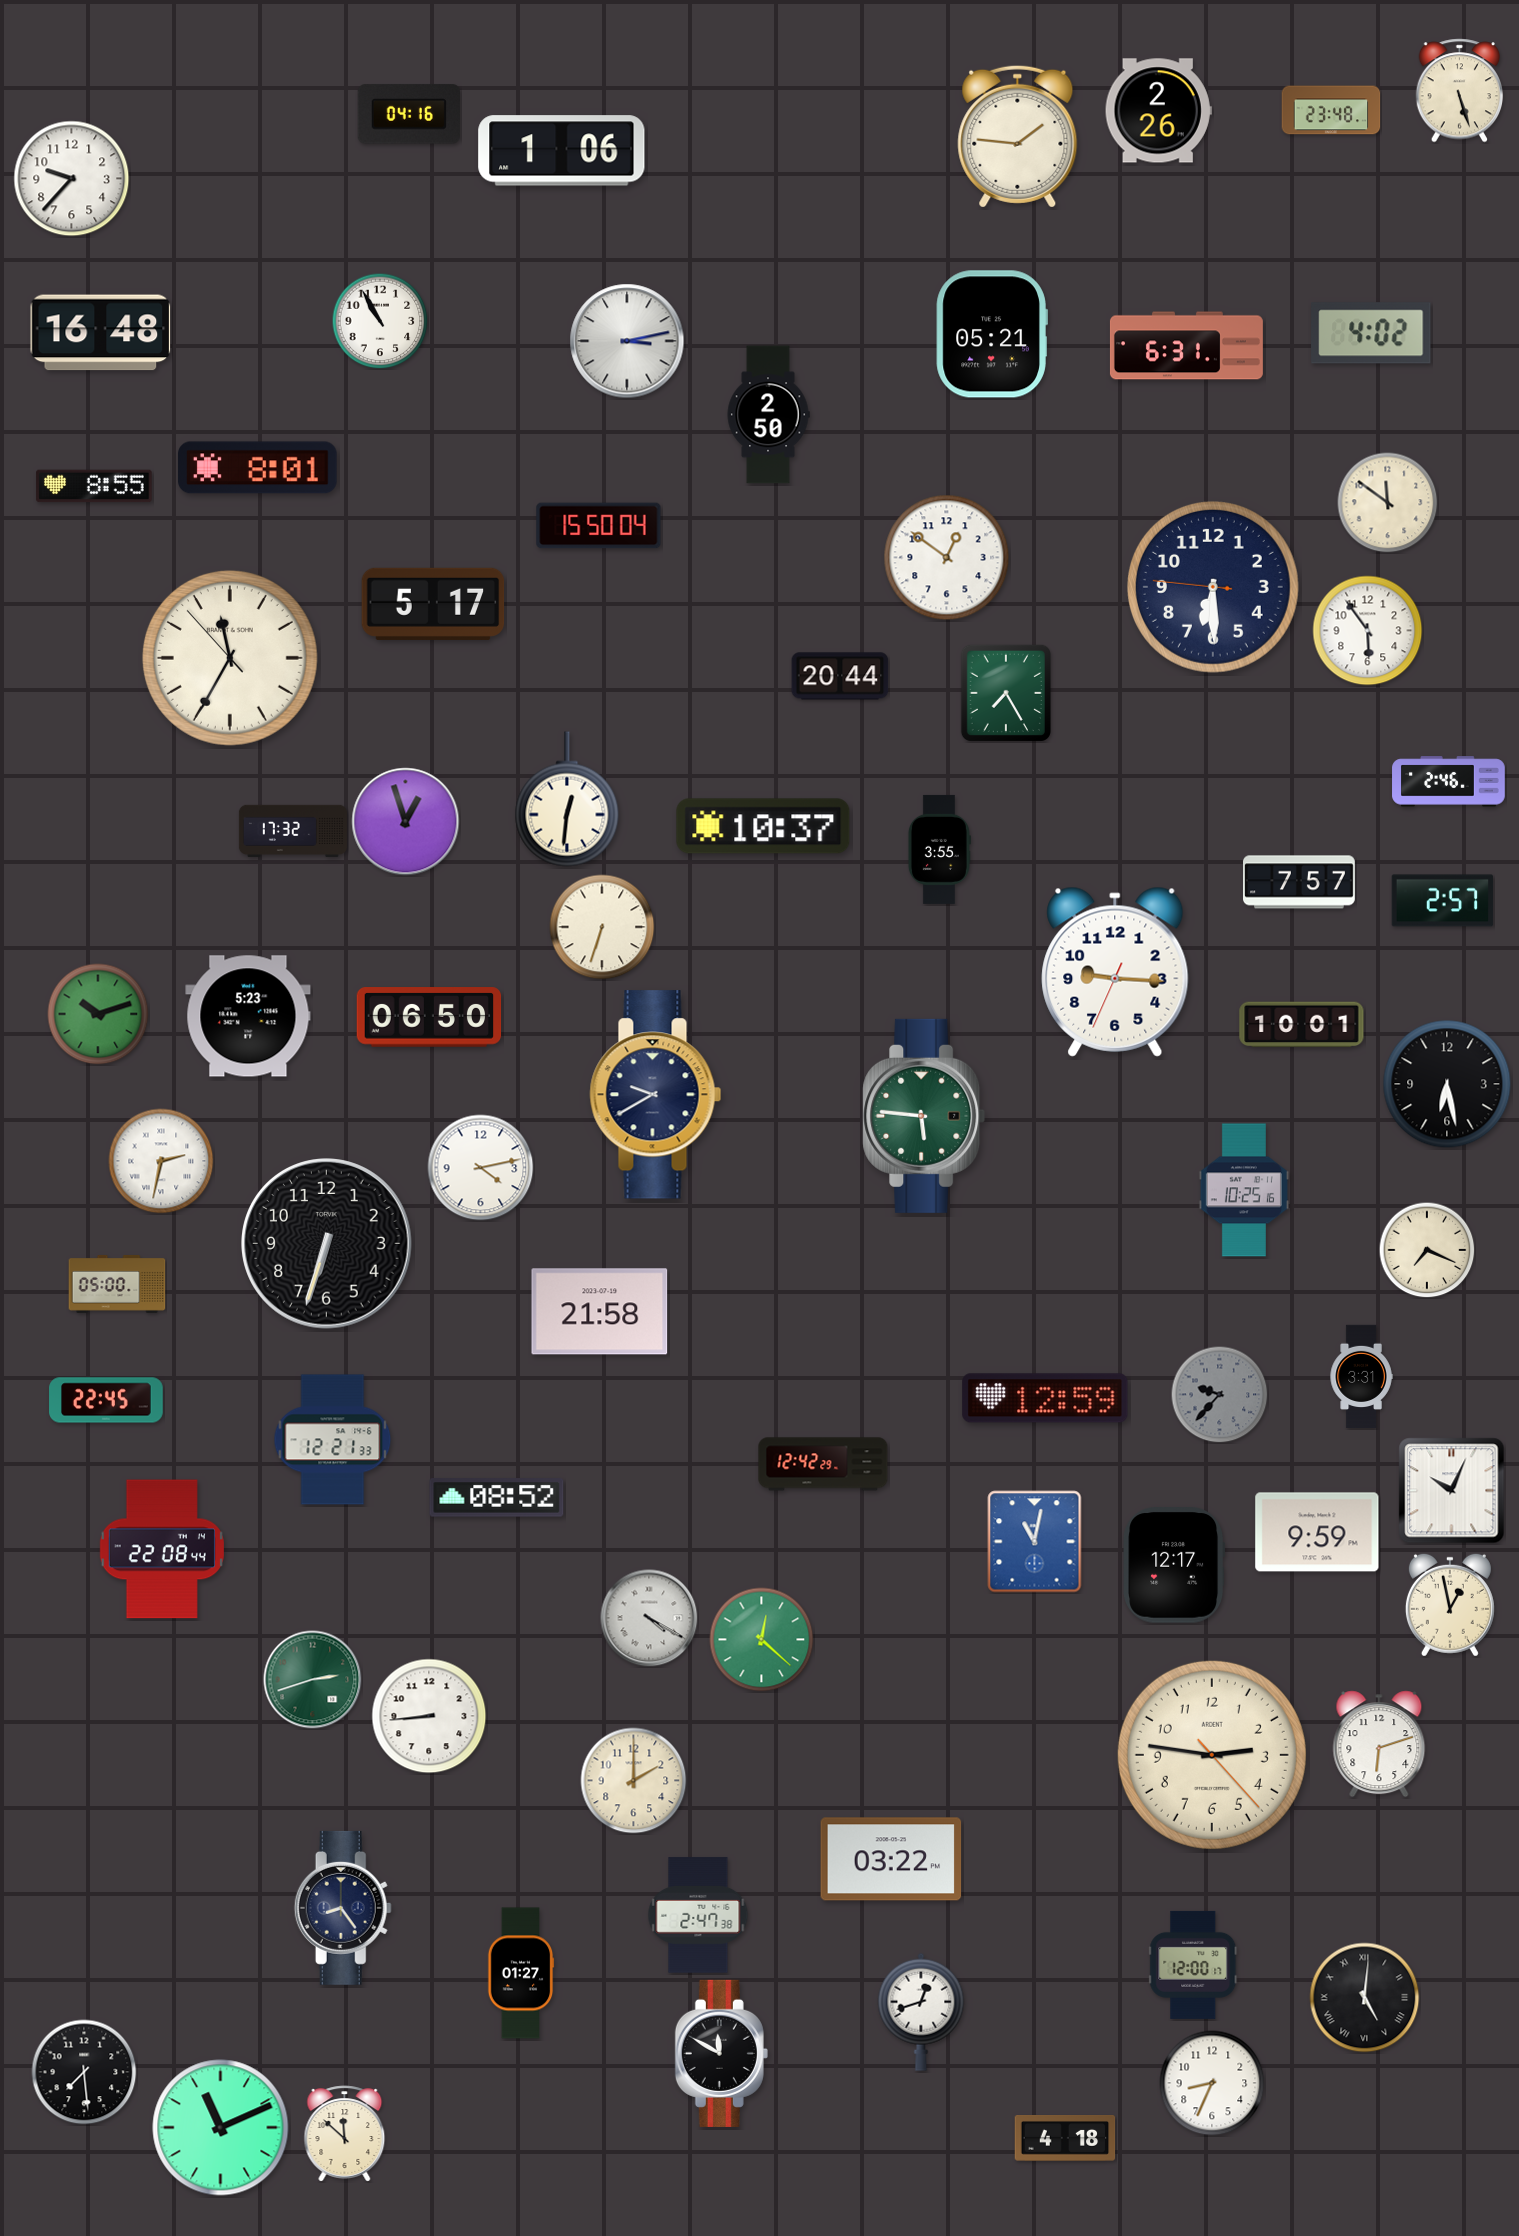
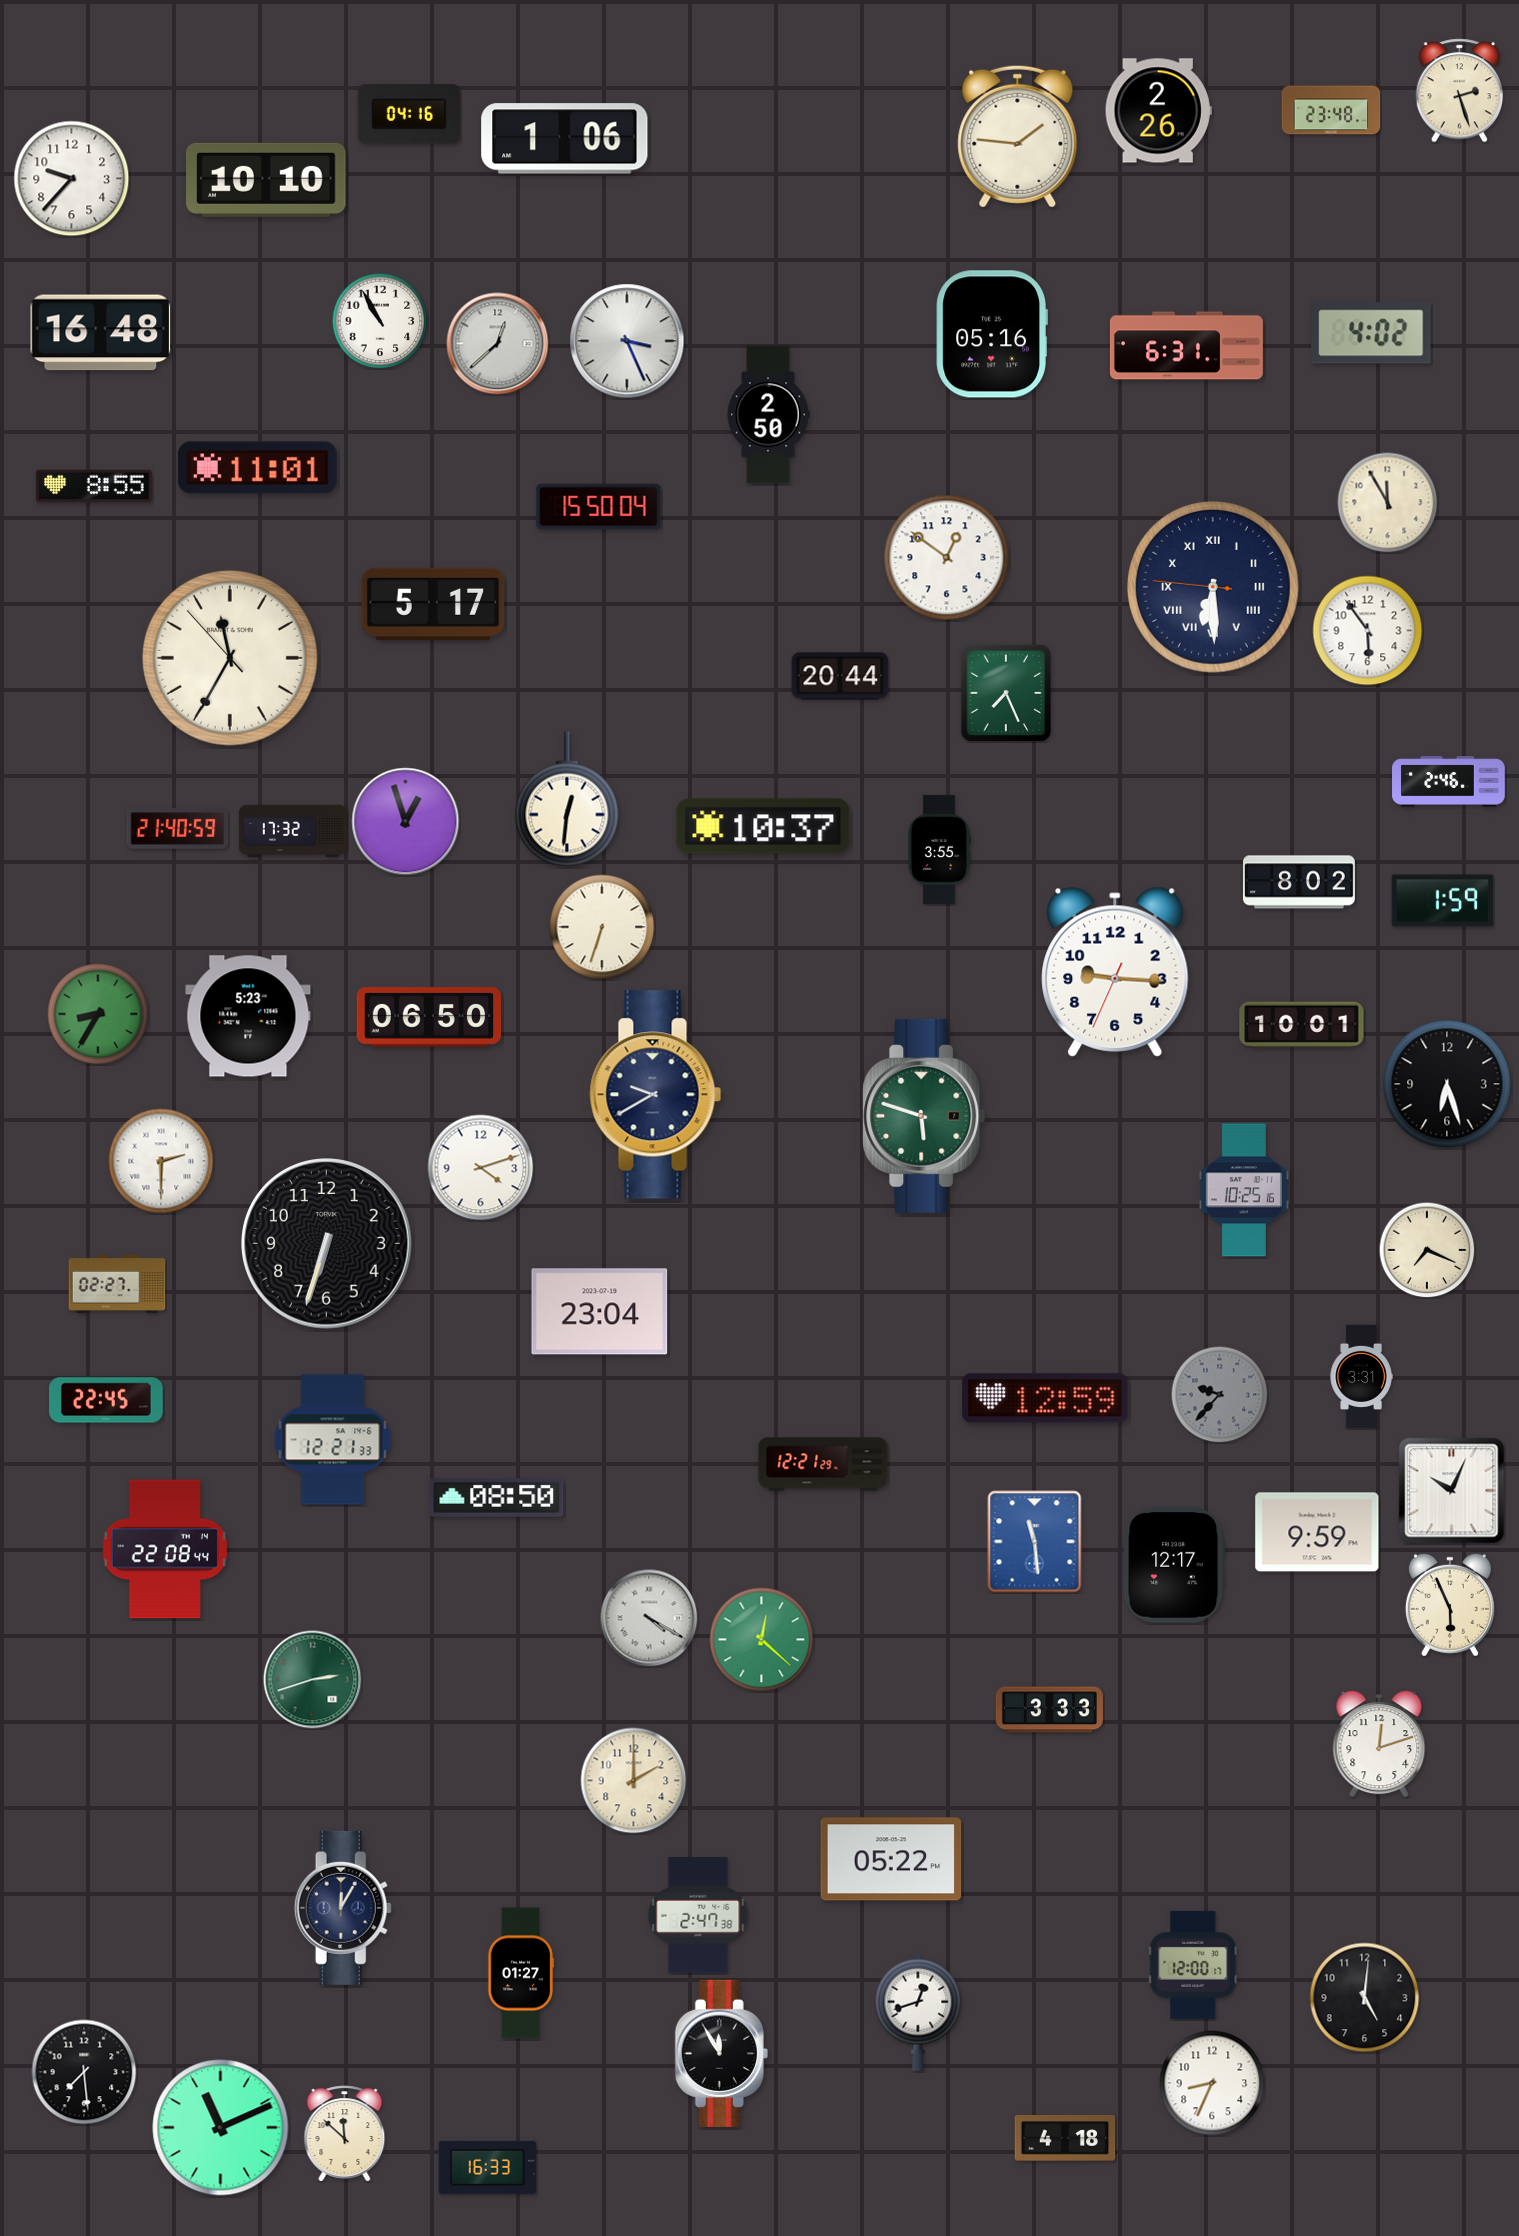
clock at (1460, 91): 5:27 -> 2:27
clock at (562, 151) position: (562, 151) -> (565, 139)
clock at (266, 180): none -> 10:10
clock at (992, 334): 05:21 -> 05:16
clock at (627, 341): 3:13 -> 3:26
clock at (498, 344): none -> 12:38
clock at (258, 468): 8:01 -> 11:01
clock at (1388, 503): 11:51 -> 11:55
clock at (599, 526) position: (599, 526) -> (599, 507)
clock at (1213, 587) numerals: Arabic -> Roman
clock at (1006, 693): 7:25 -> 7:26
clock at (178, 829): none -> 21:40
clock at (1300, 882): 7:57 -> 8:02
clock at (1443, 901): 2:57 -> 1:59
clock at (98, 1014): 10:12 -> 8:35
clock at (1447, 1084): 6:28 -> 6:27
clock at (924, 1116): 5:46 -> 5:48
clock at (161, 1161): 2:32 -> 2:30
clock at (481, 1168): 4:13 -> 4:12
clock at (117, 1284): 05:00 -> 02:27
clock at (600, 1312): 21:58 -> 23:04
clock at (823, 1464): 12:42 -> 12:21
clock at (497, 1498): 08:52 -> 08:50
clock at (1035, 1542): 11:02 -> 11:29
clock at (162, 1549) position: (162, 1549) -> (165, 1549)
clock at (1450, 1605): 12:58 -> 5:56
clock at (1049, 1710): none -> 3:33
clock at (429, 1716): 8:44 -> none
clock at (1379, 1744): 6:12 -> 12:12
clock at (1212, 1755): 2:46 -> none
clock at (891, 1859): 03:22 -> 05:22
clock at (343, 1908): 8:24 -> 12:05
clock at (1365, 1998) numerals: Roman -> Arabic
clock at (921, 2012) position: (921, 2012) -> (918, 2012)
clock at (721, 2053): 11:50 -> 11:55
clock at (488, 2167): none -> 16:33
